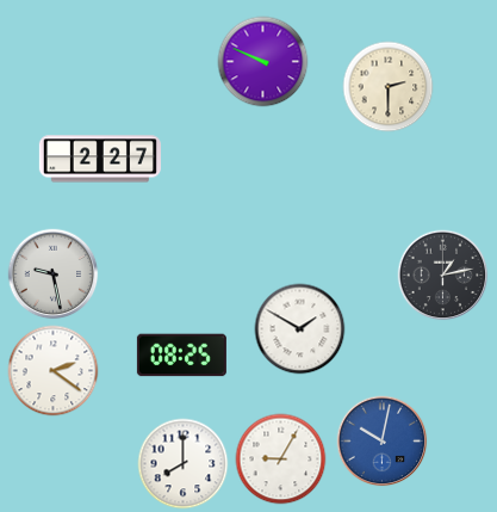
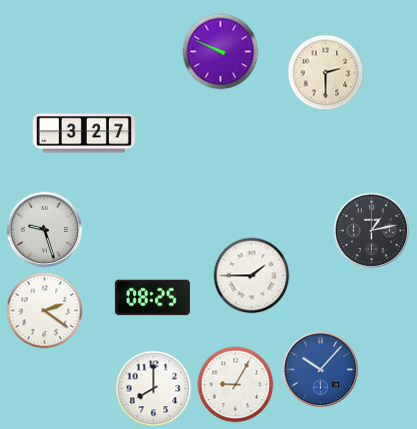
clock at (100, 159): 2:27 -> 3:27
clock at (54, 274): 9:28 -> 9:27
clock at (300, 329): 1:50 -> 1:45
clock at (383, 442): 10:02 -> 10:07
